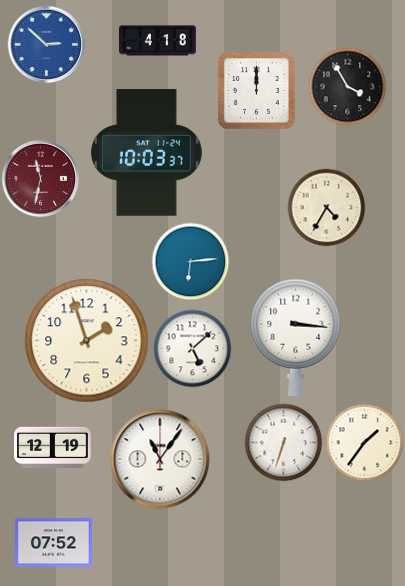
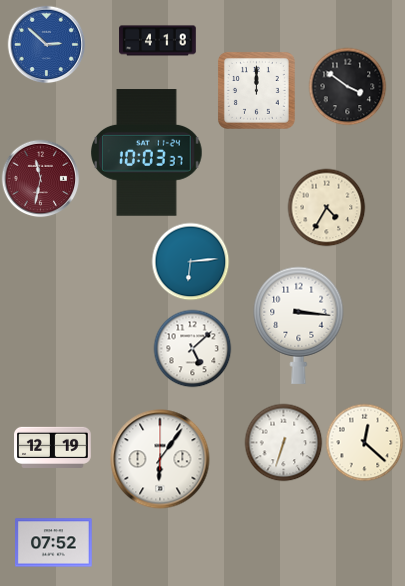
clock at (347, 86): 3:55 -> 3:51
clock at (296, 337) position: (296, 337) -> (299, 325)
clock at (87, 341): 1:57 -> none
clock at (364, 442): 1:36 -> 12:22
clock at (160, 459): 11:06 -> 6:06
